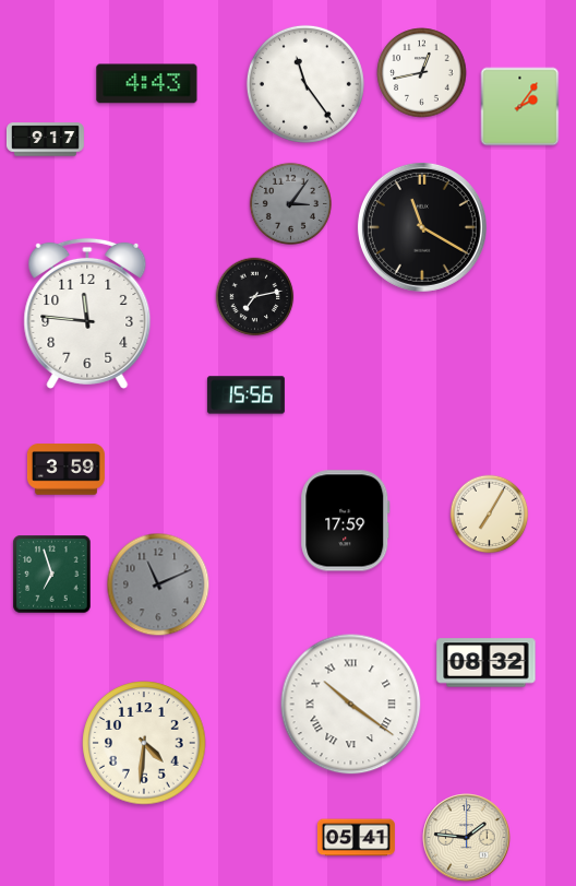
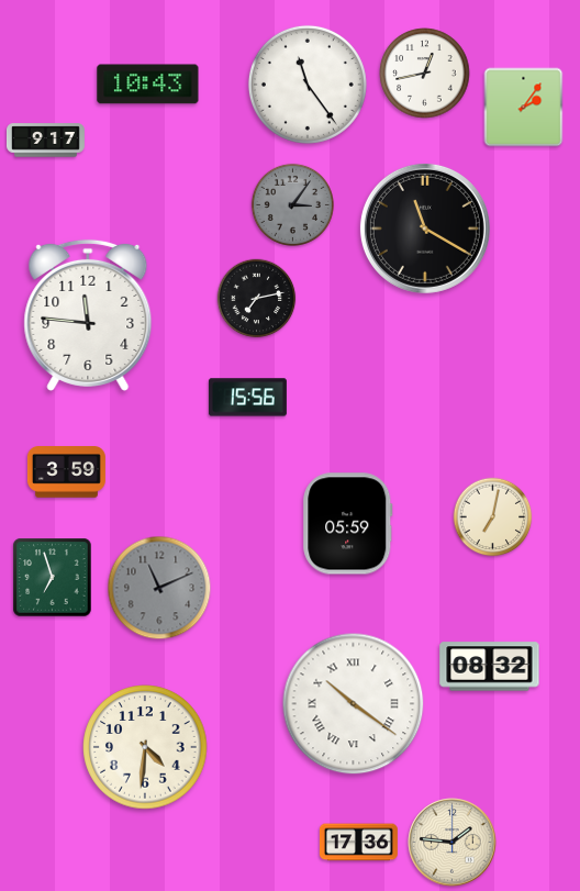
clock at (147, 84): 4:43 -> 10:43
clock at (490, 515): 7:05 -> 7:02
clock at (346, 521): 17:59 -> 05:59
clock at (351, 705) position: (351, 705) -> (354, 704)
clock at (356, 838): 05:41 -> 17:36
clock at (467, 838) position: (467, 838) -> (453, 843)
